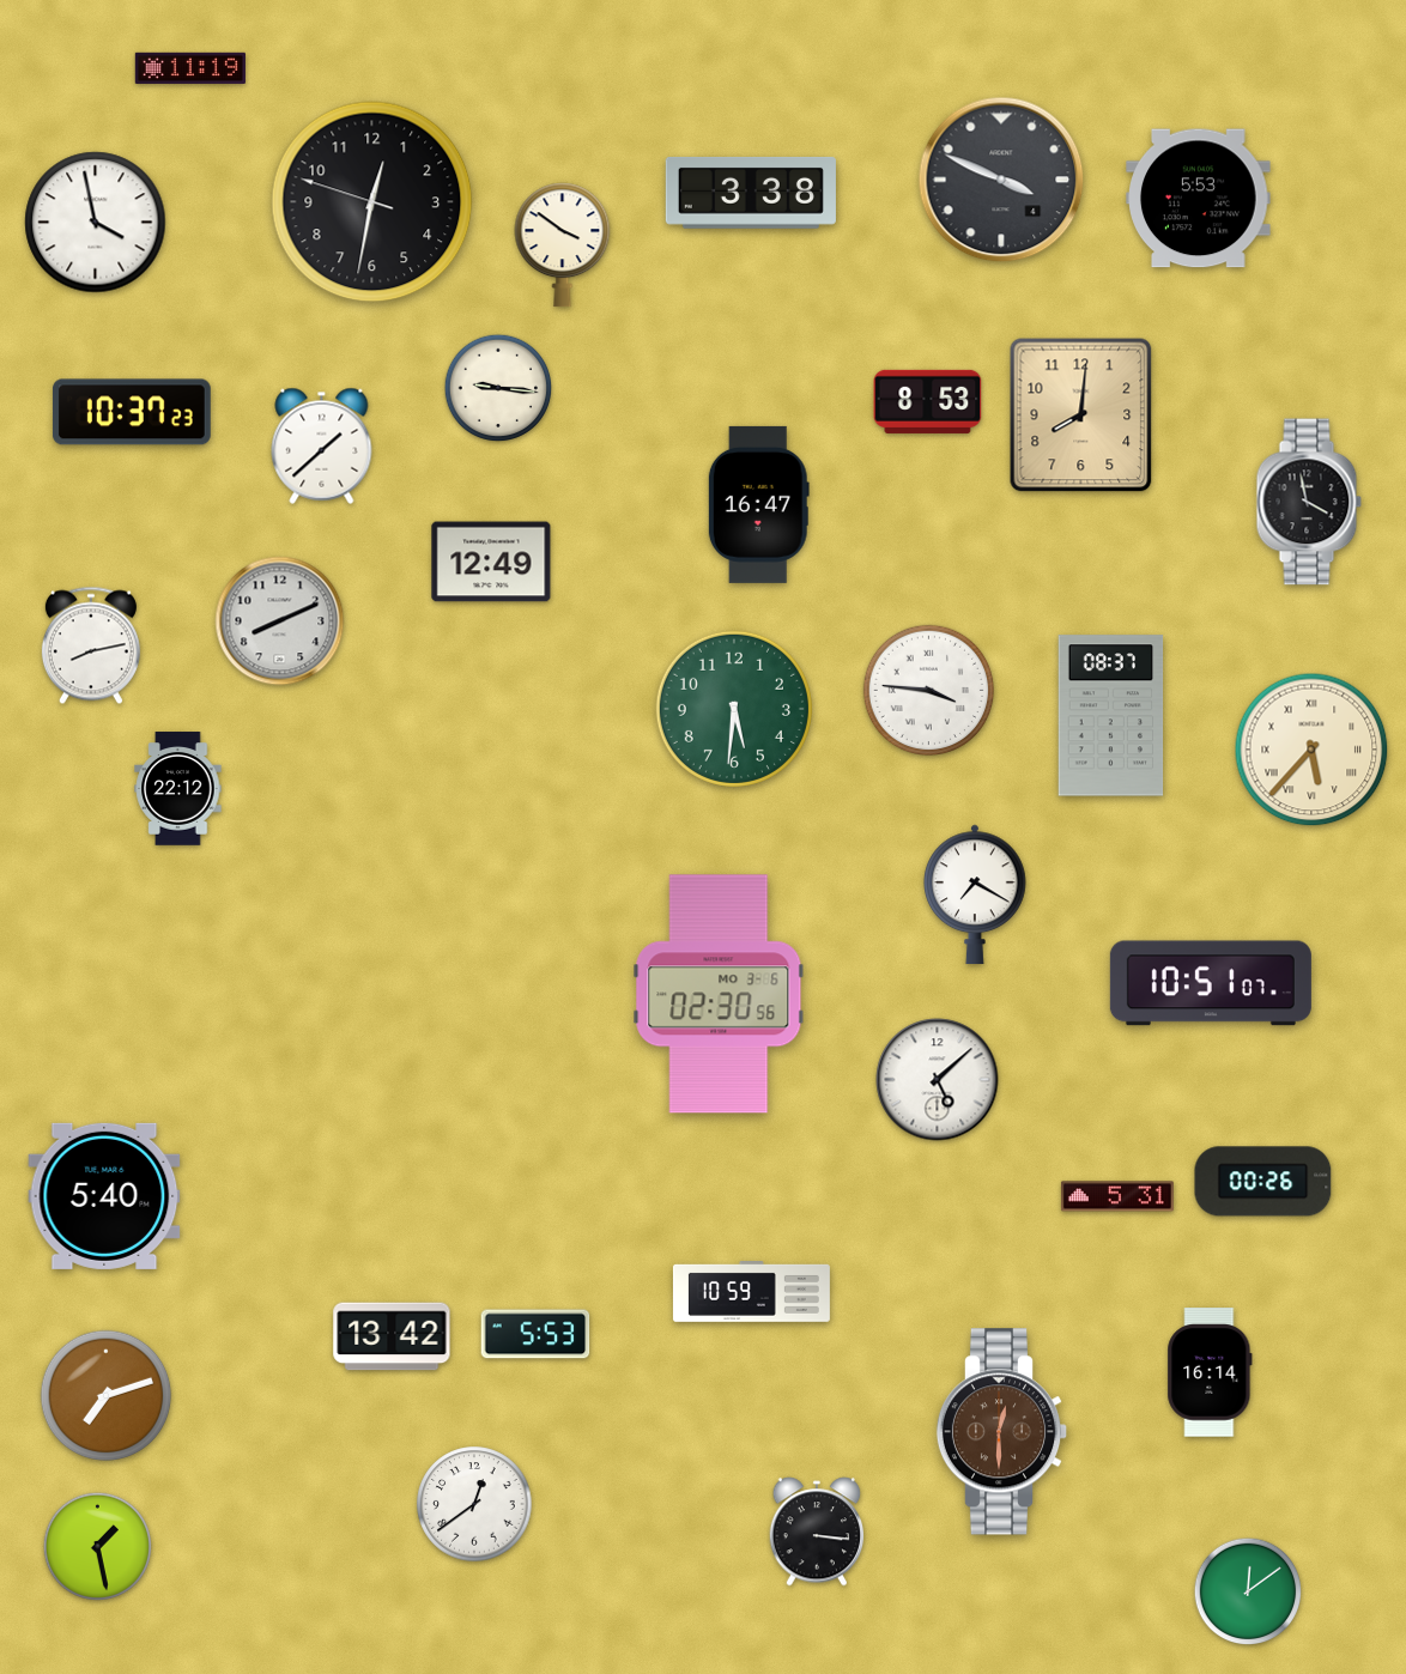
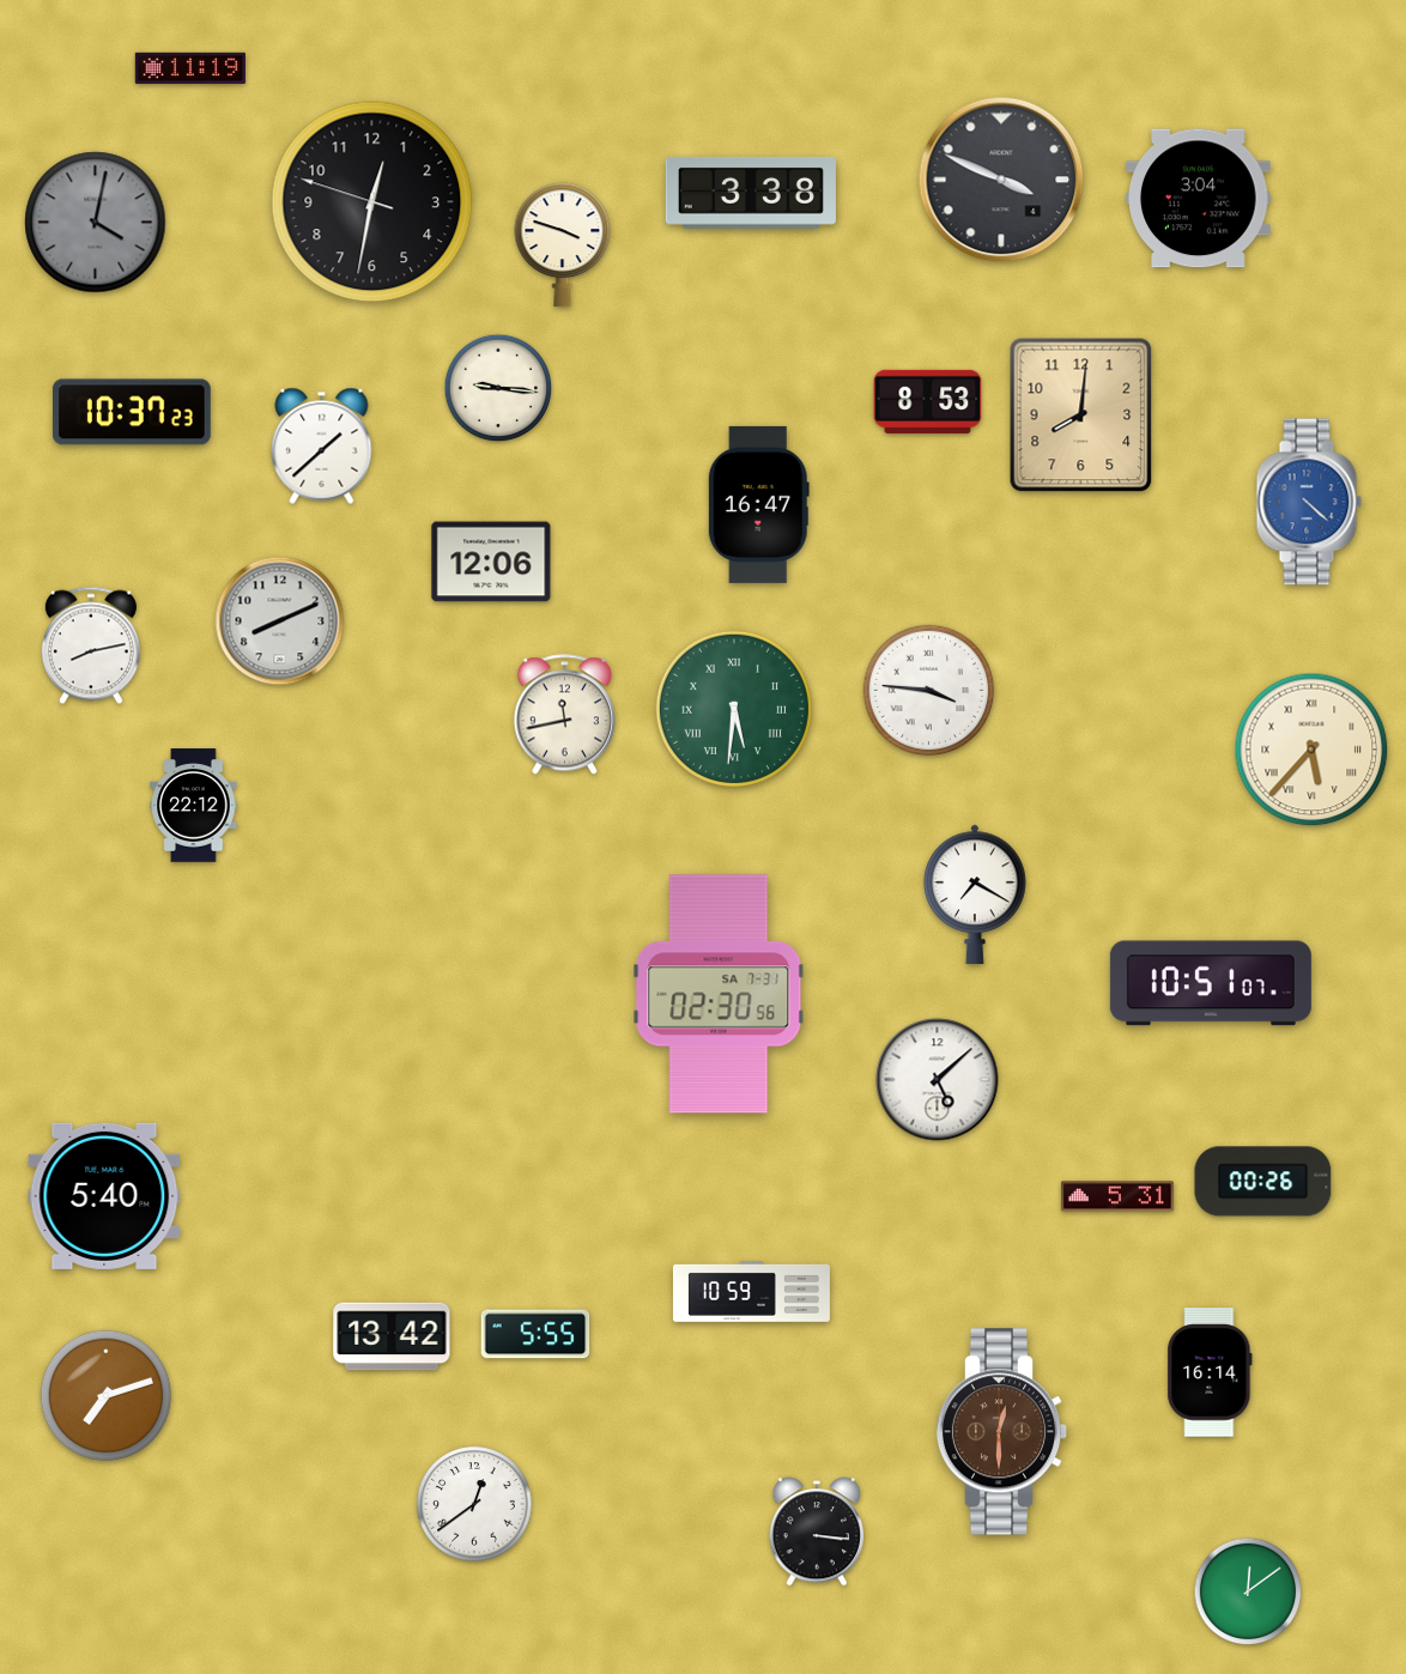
clock at (1199, 199): 5:53 -> 3:04
clock at (96, 223): 3:58 -> 4:02
clock at (96, 223) dial: white -> grey
clock at (563, 245): 3:51 -> 3:48
clock at (1309, 502): 3:58 -> 4:22
clock at (1309, 502) dial: black -> blue
clock at (491, 562): 12:49 -> 12:06
clock at (734, 709) numerals: Arabic -> Roman
clock at (564, 715): none -> 11:43
clock at (1111, 716): 08:37 -> none
clock at (178, 789) position: (178, 789) -> (194, 806)
clock at (719, 994) date: MO 3-6 -> SA 7-31
clock at (535, 1334): 5:53 -> 5:55
clock at (97, 1546): 1:28 -> none
